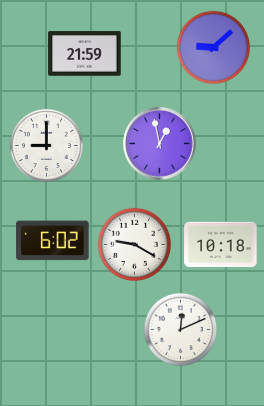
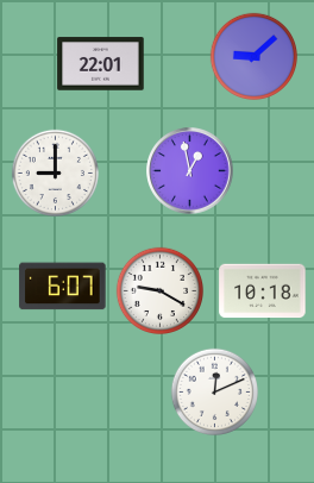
clock at (85, 54): 21:59 -> 22:01
clock at (53, 241): 6:02 -> 6:07
